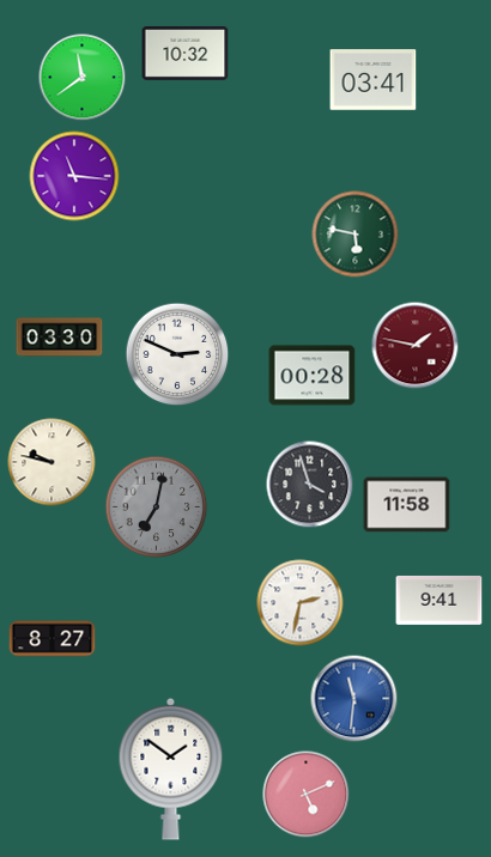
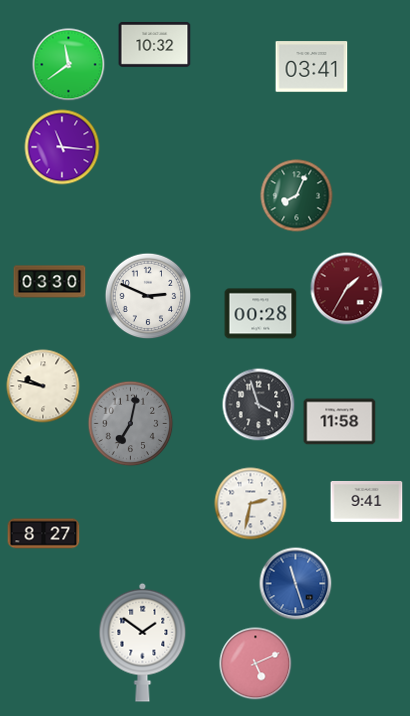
clock at (356, 235): 5:47 -> 8:04
clock at (416, 346): 1:47 -> 1:35
clock at (354, 699): 11:31 -> 11:27
